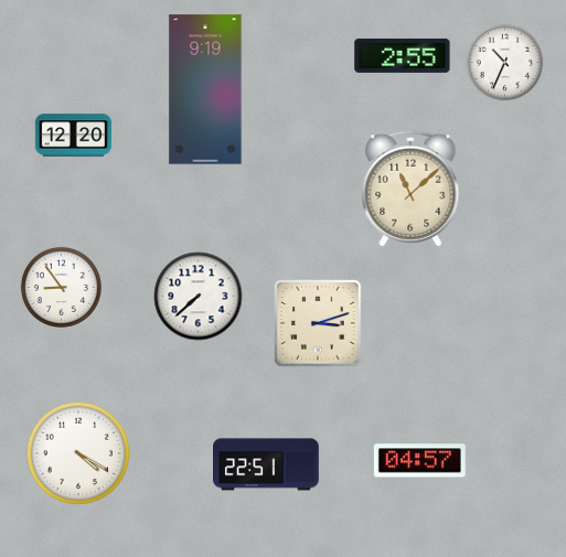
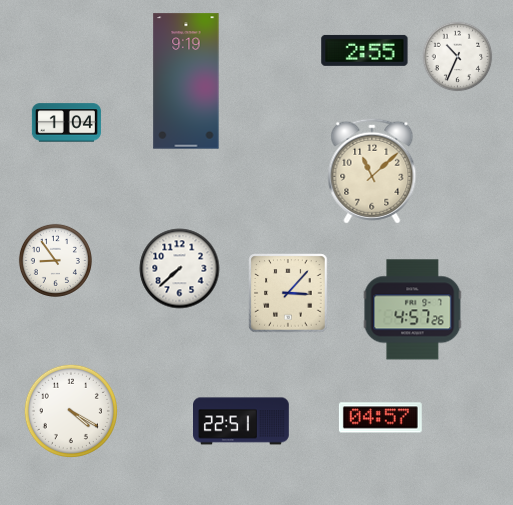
clock at (73, 136): 12:20 -> 1:04
clock at (318, 323): 3:12 -> 3:07
clock at (413, 310): none -> 4:57
